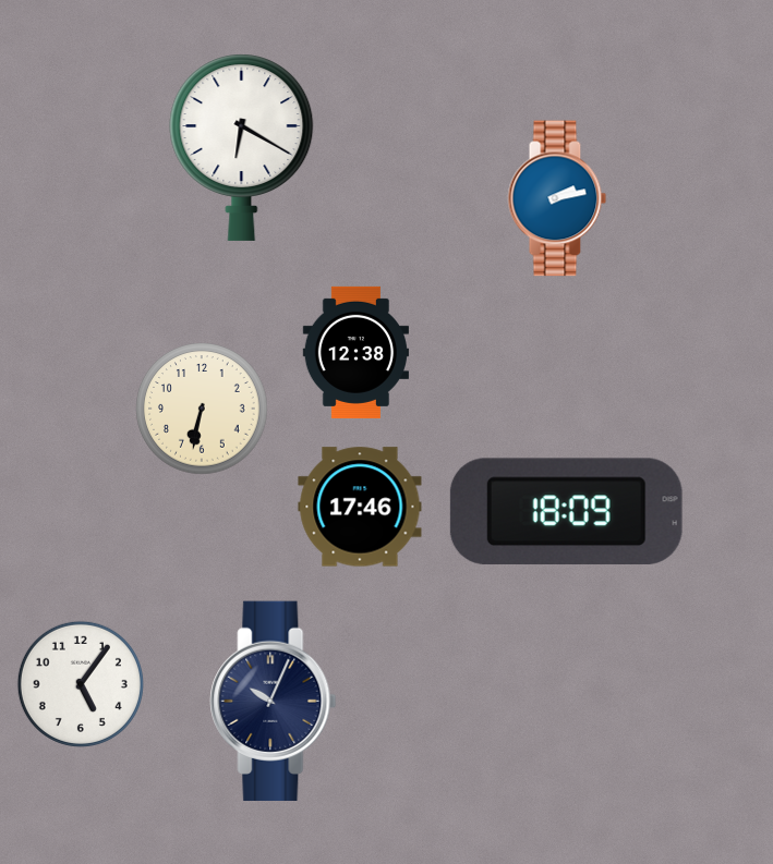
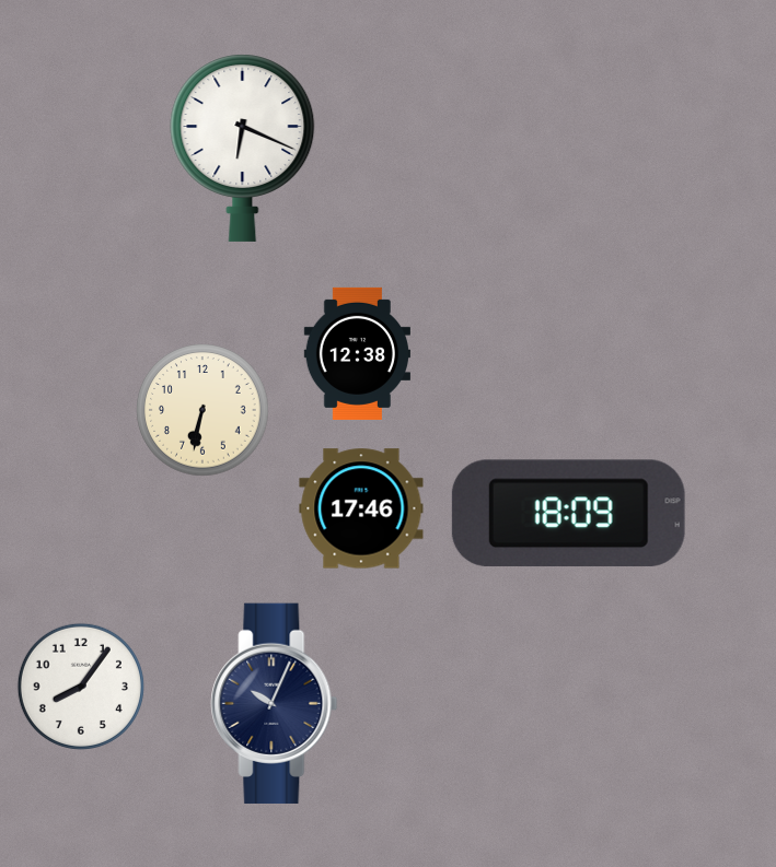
clock at (242, 147): 6:20 -> 6:19
clock at (557, 198): 2:13 -> none
clock at (81, 684): 5:06 -> 8:06
